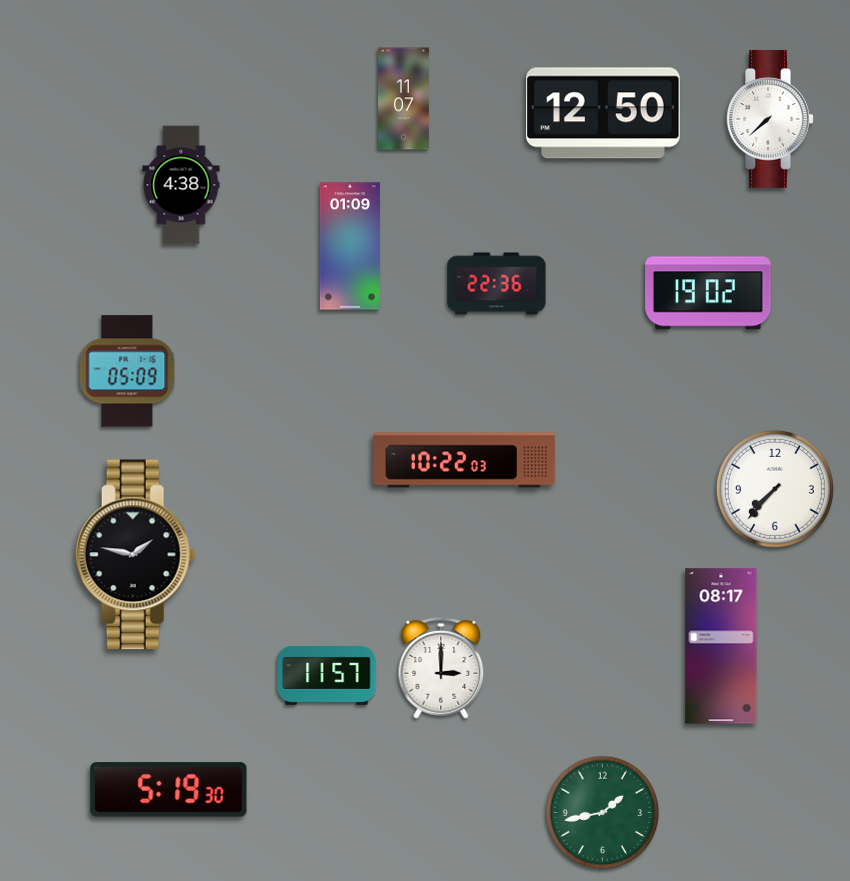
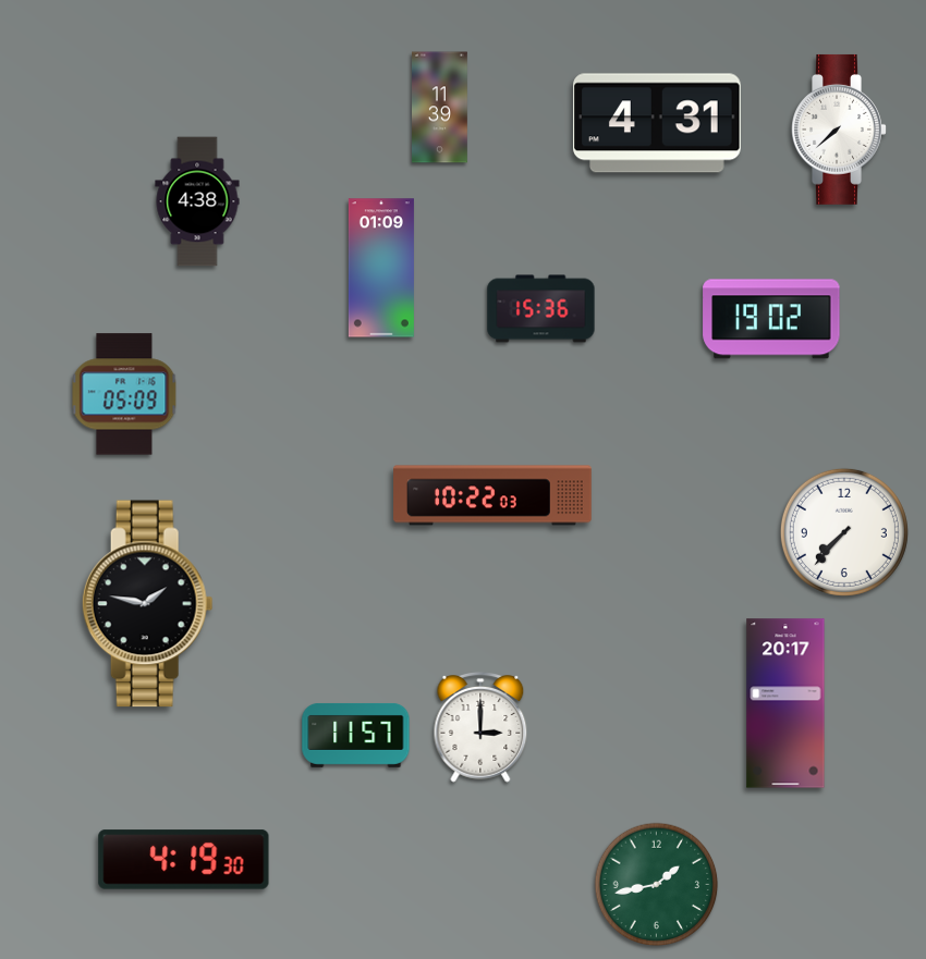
clock at (404, 99): 11:07 -> 11:39
clock at (603, 113): 12:50 -> 4:31
clock at (497, 284): 22:36 -> 15:36
clock at (127, 371) position: (127, 371) -> (124, 394)
clock at (464, 460) position: (464, 460) -> (492, 495)
clock at (721, 646): 08:17 -> 20:17
clock at (169, 790): 5:19 -> 4:19
